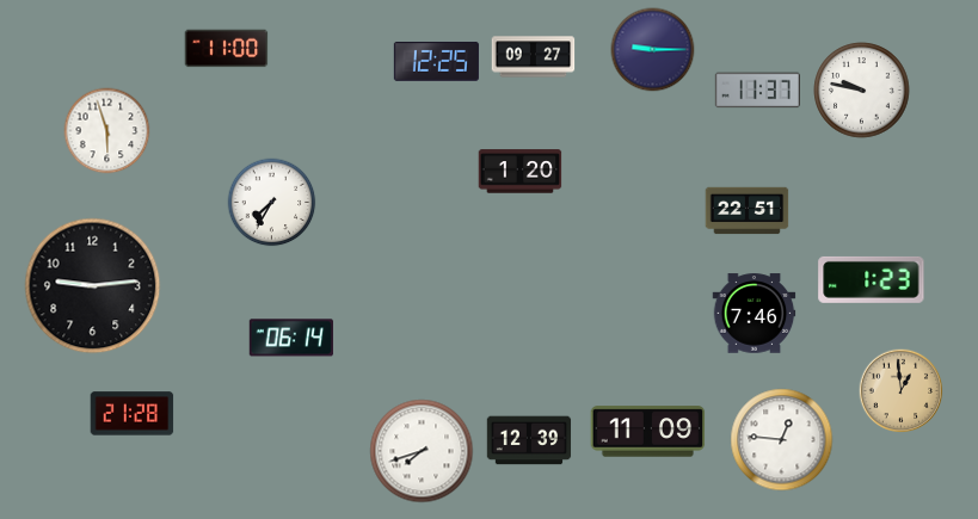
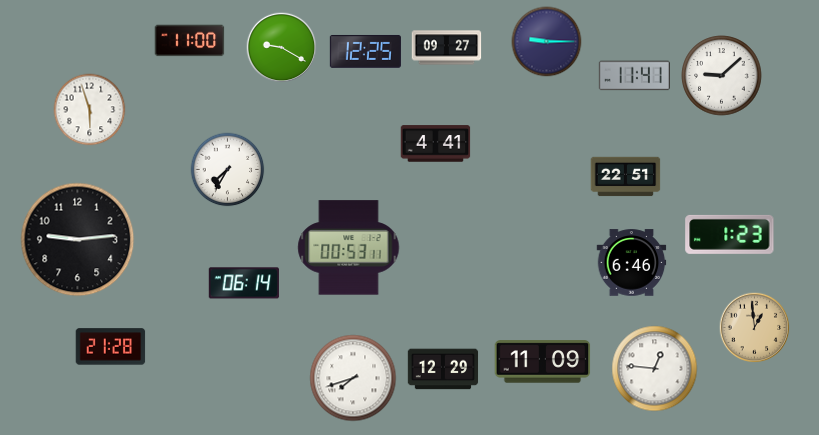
clock at (282, 48): none -> 9:20
clock at (757, 91): 11:37 -> 11:41
clock at (862, 91): 9:47 -> 9:08
clock at (521, 172): 1:20 -> 4:41
clock at (349, 248): none -> 00:53
clock at (755, 314): 7:46 -> 6:46
clock at (529, 440): 12:39 -> 12:29
